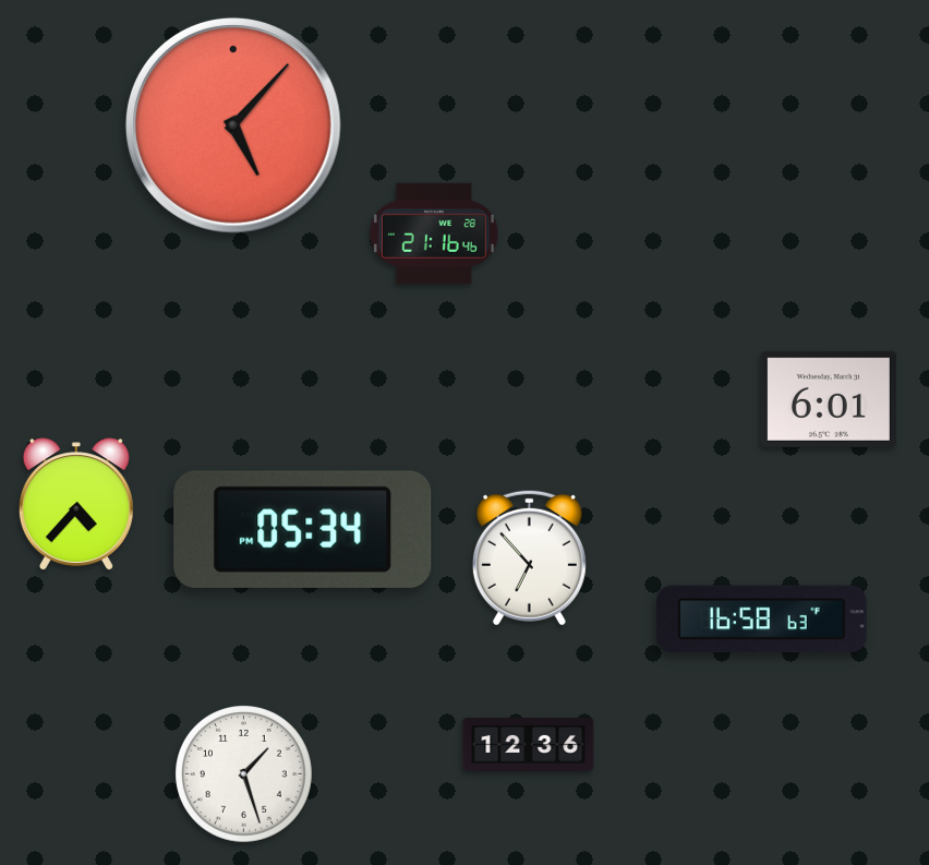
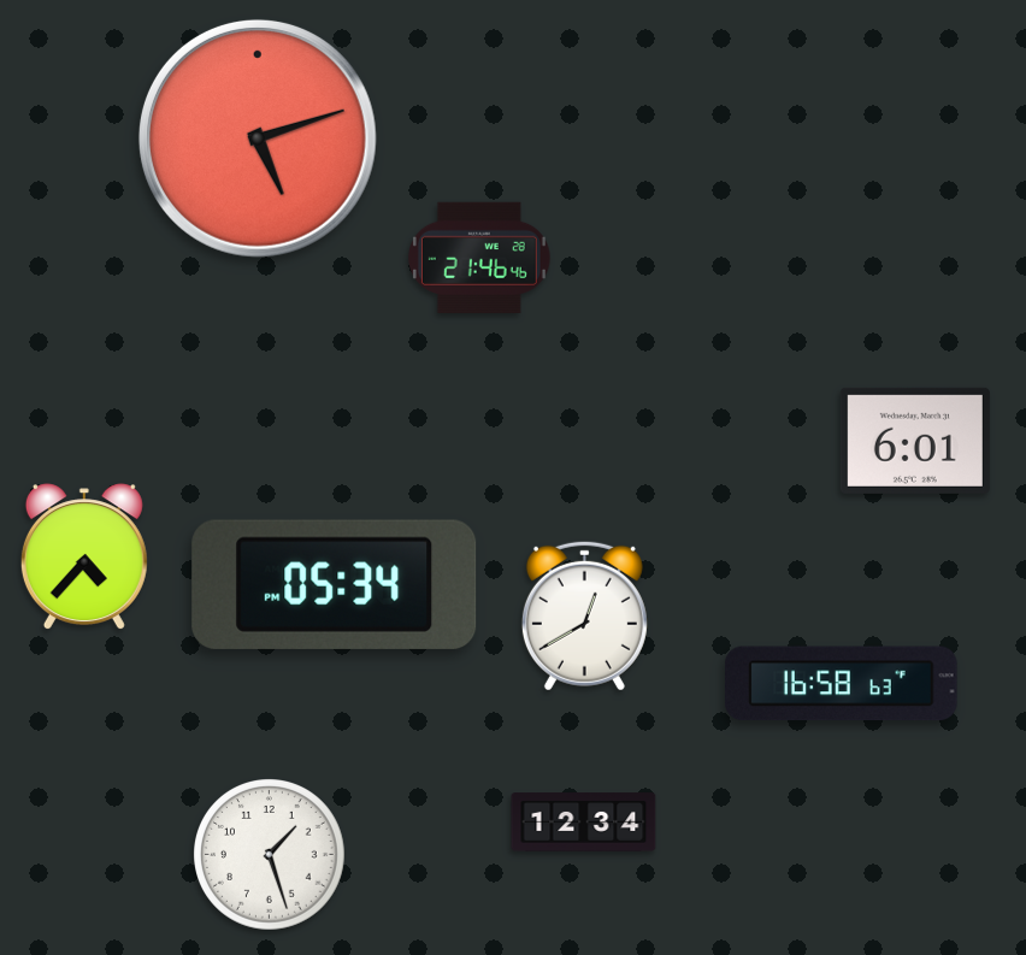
clock at (233, 125): 5:07 -> 5:12
clock at (434, 232): 21:16 -> 21:46
clock at (529, 557): 6:53 -> 12:40
clock at (529, 745): 12:36 -> 12:34
